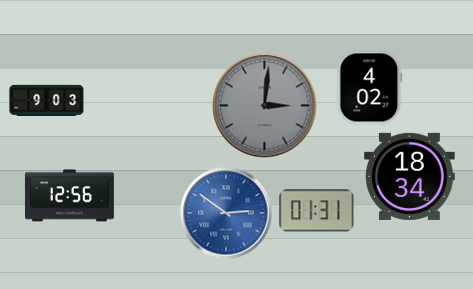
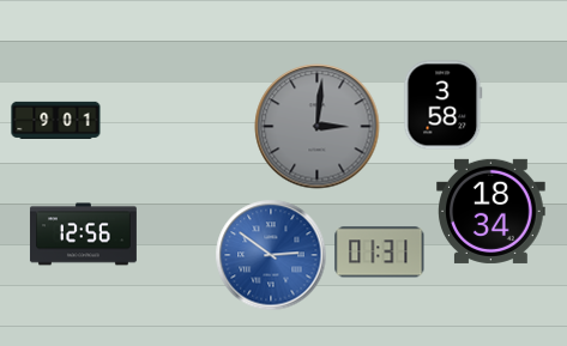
clock at (370, 88): 4:02 -> 3:58
clock at (47, 100): 9:03 -> 9:01
